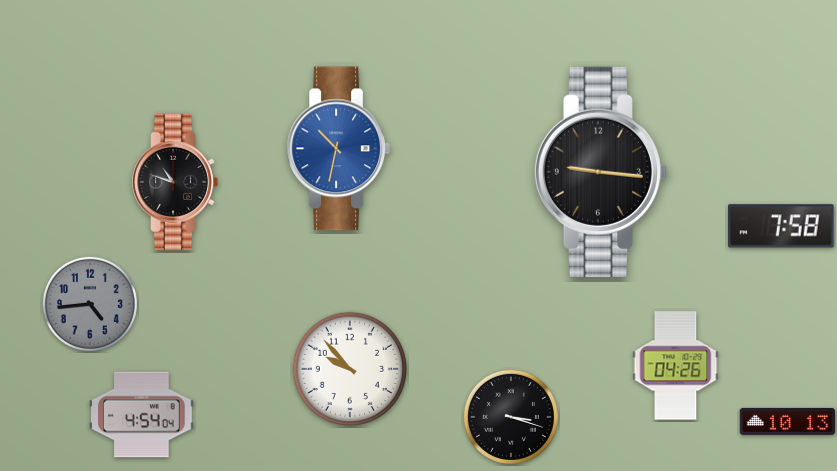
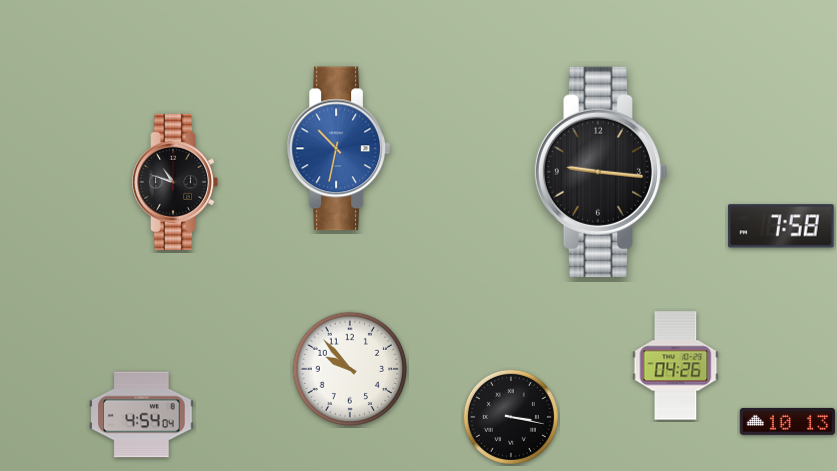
clock at (90, 304): 4:44 -> none
clock at (511, 417): 3:18 -> 3:17
